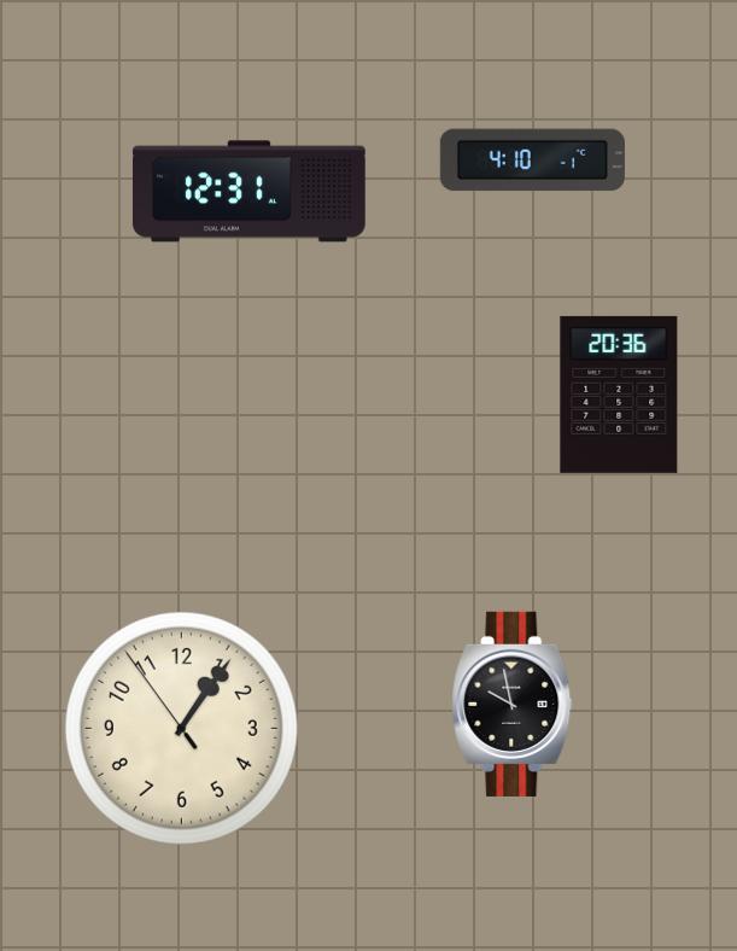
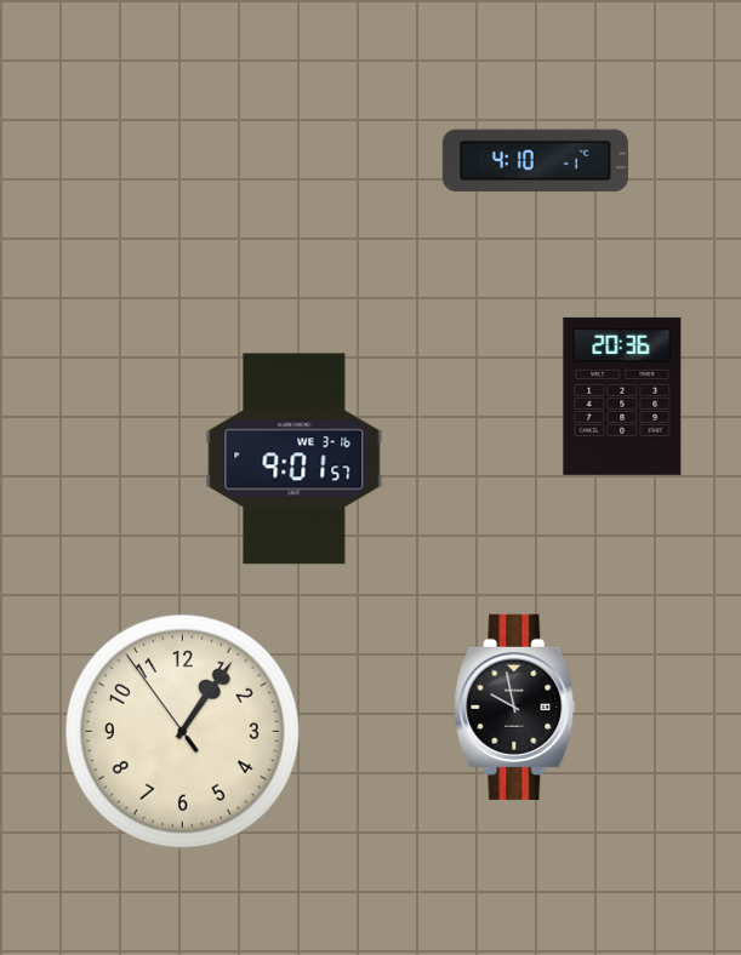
clock at (250, 192): 12:31 -> none
clock at (295, 459): none -> 9:01
